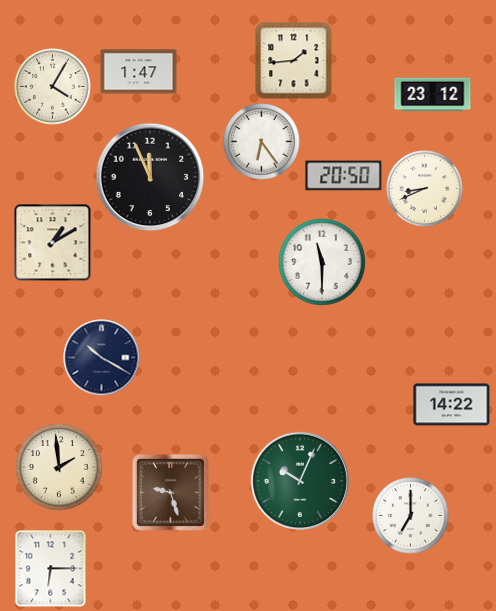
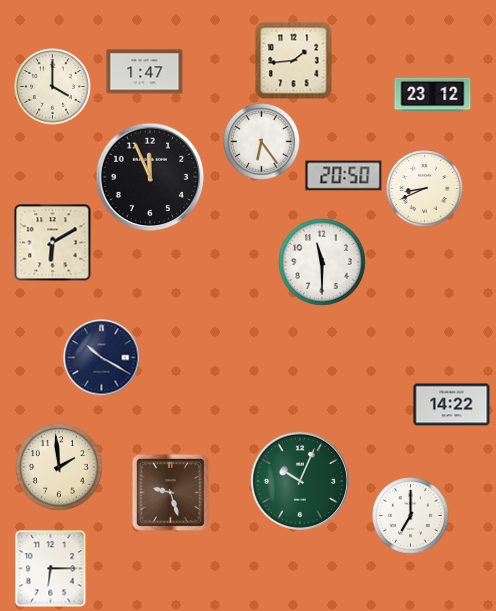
clock at (139, 72) position: (139, 72) -> (145, 72)
clock at (53, 87): 4:05 -> 4:00
clock at (53, 243): 1:10 -> 6:10
